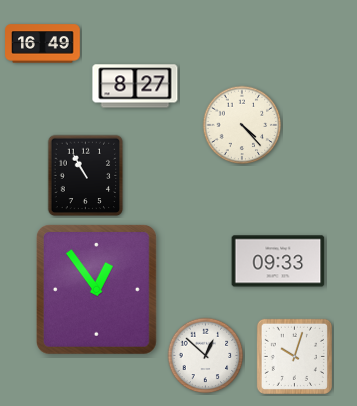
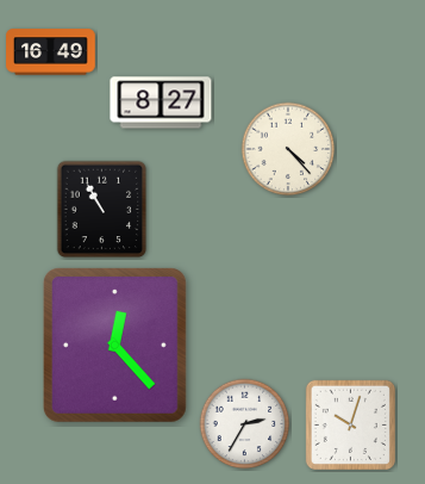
clock at (278, 261): 09:33 -> none
clock at (96, 289): 12:54 -> 12:23
clock at (206, 356): 12:52 -> 2:35
